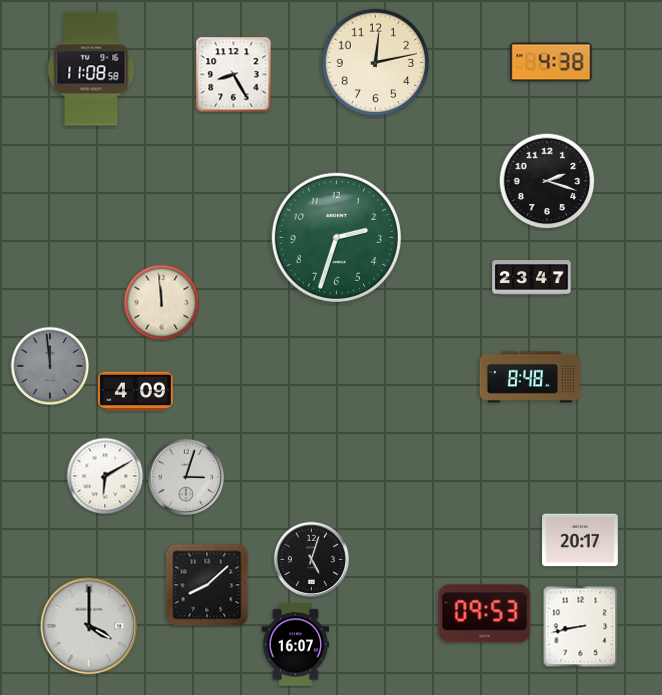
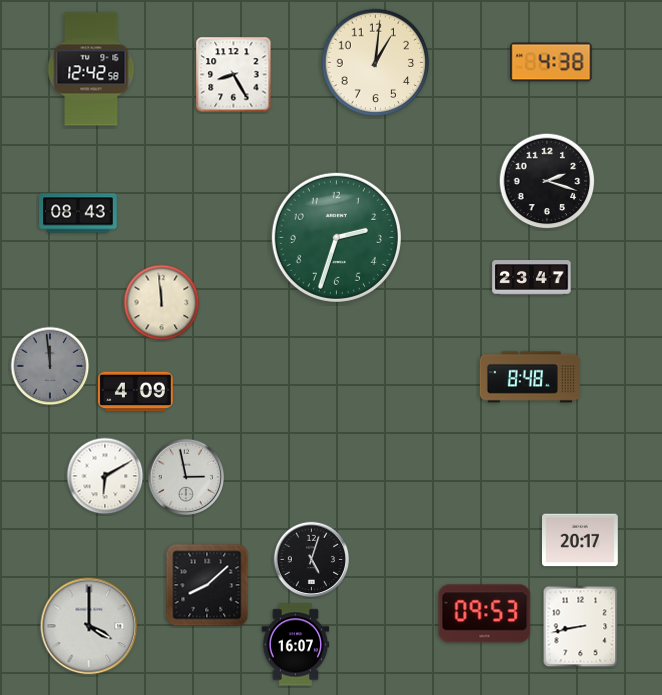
clock at (376, 63): 12:13 -> 1:01
clock at (91, 69): 11:08 -> 12:42
clock at (78, 213): none -> 08:43
clock at (186, 477): 3:03 -> 2:58
